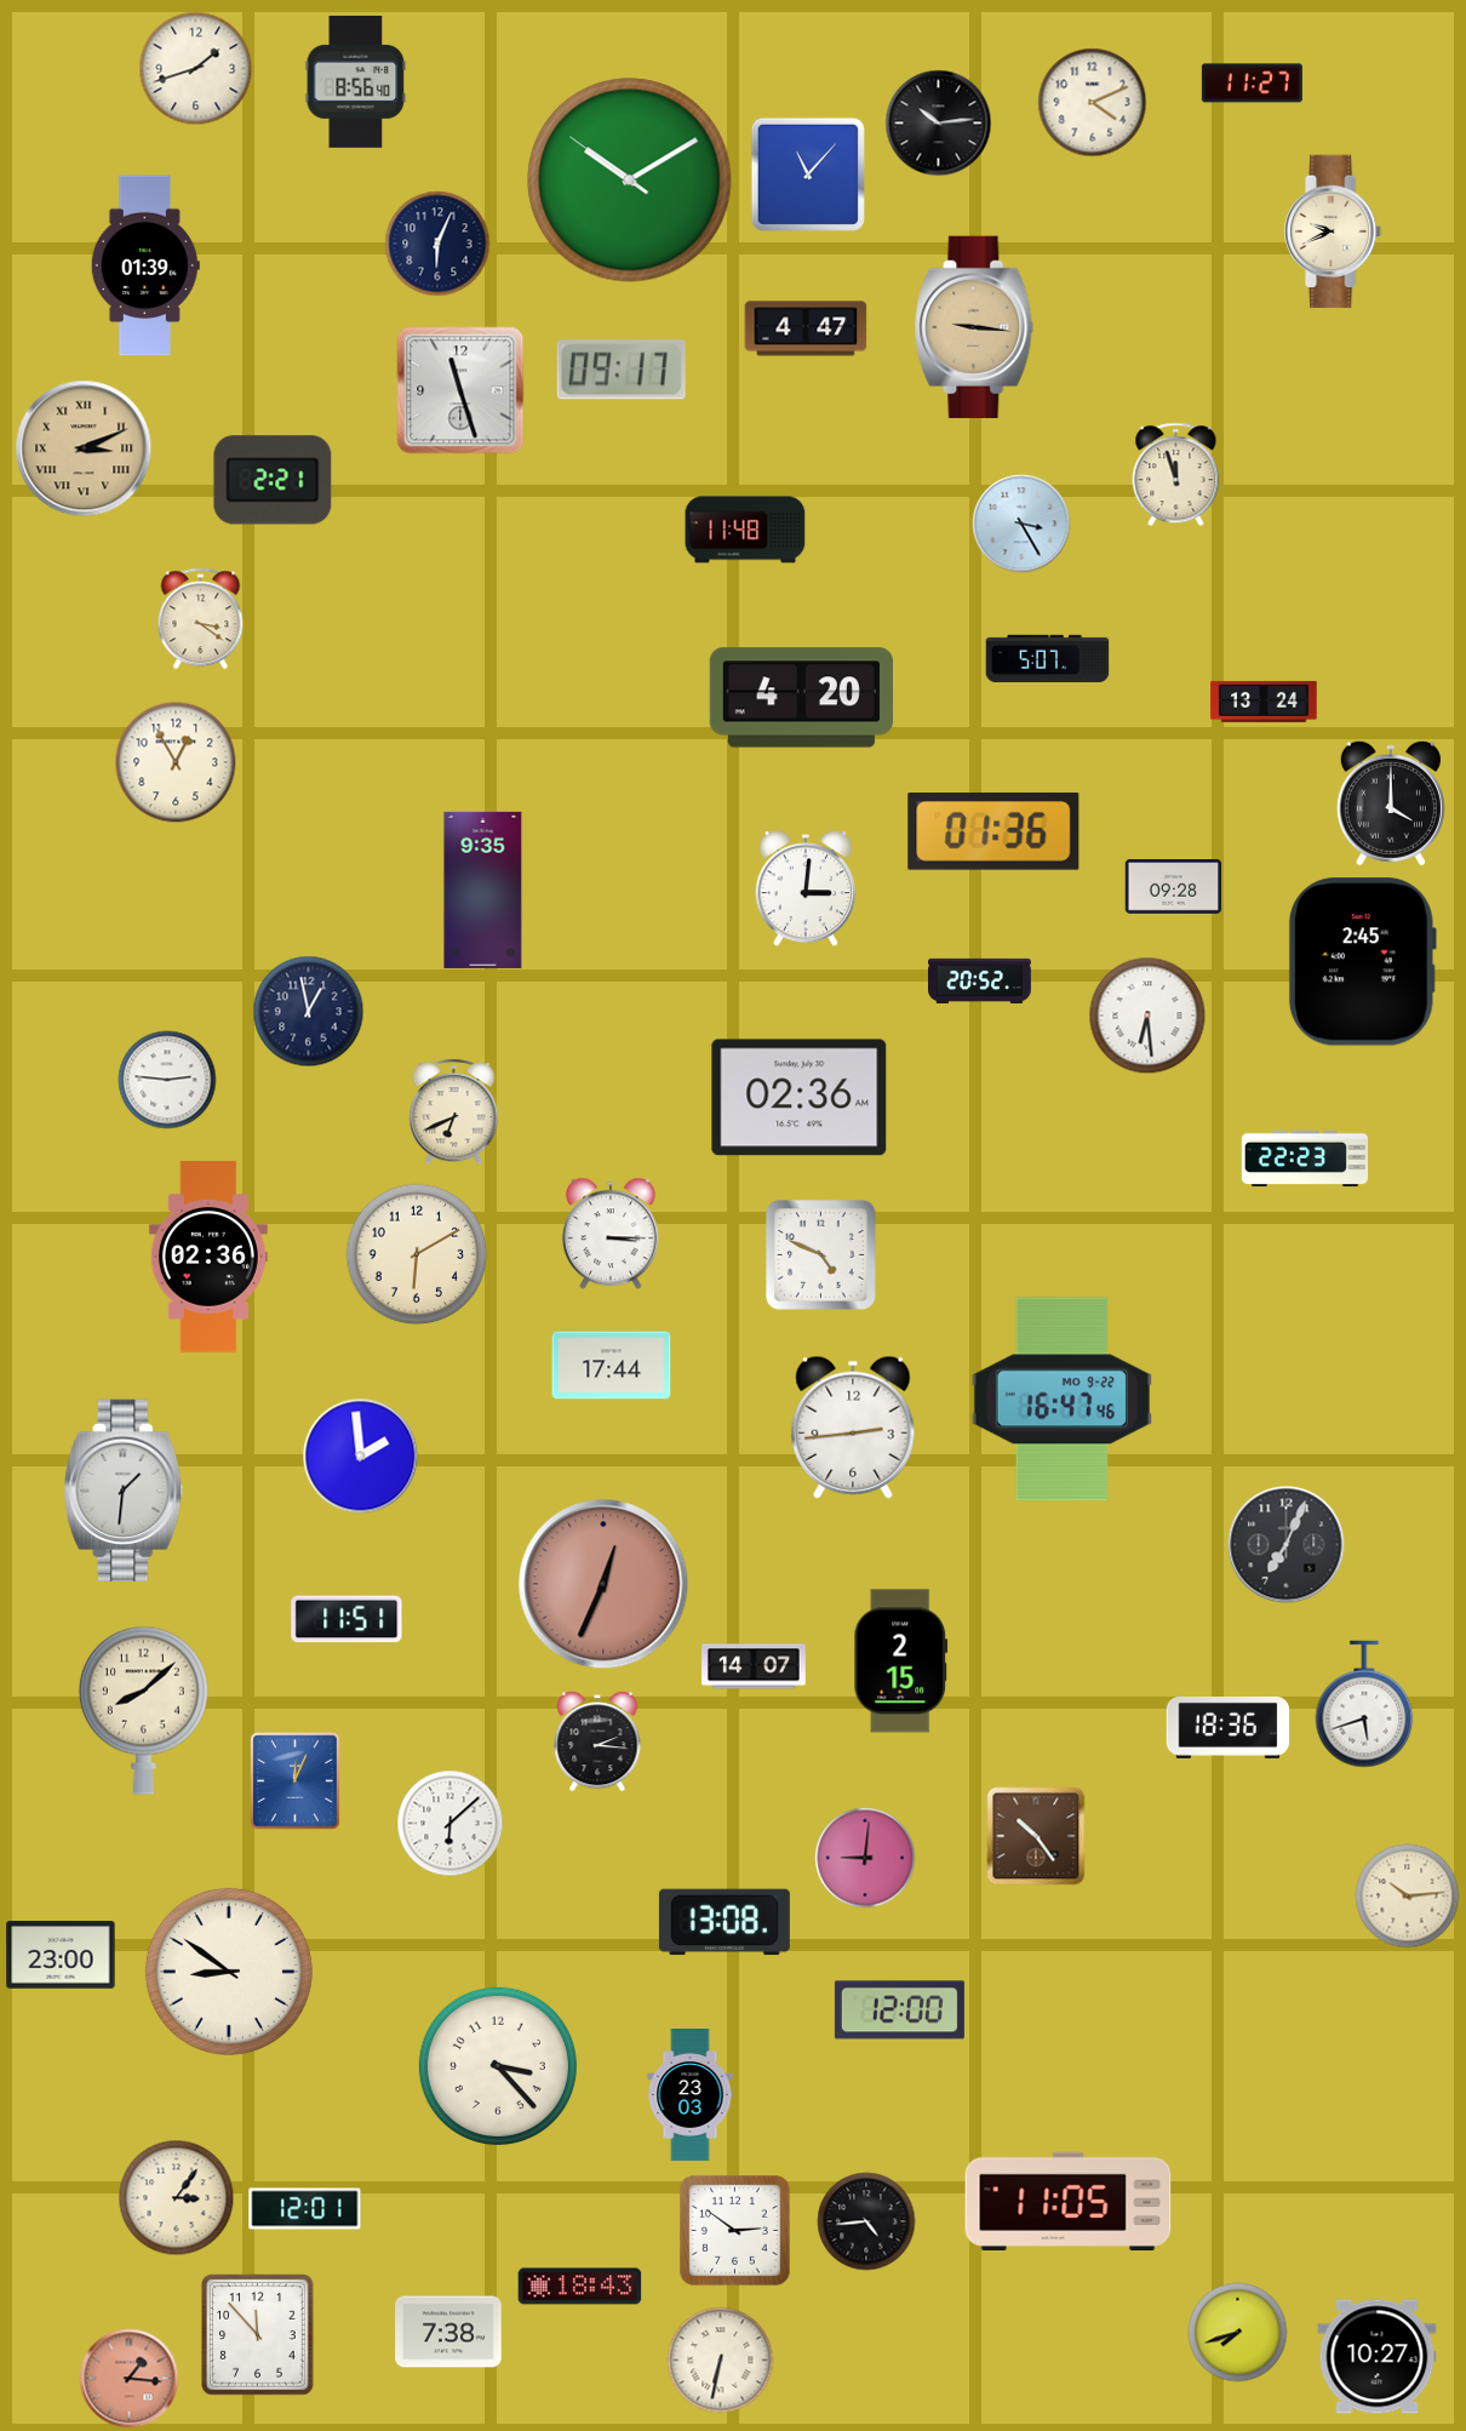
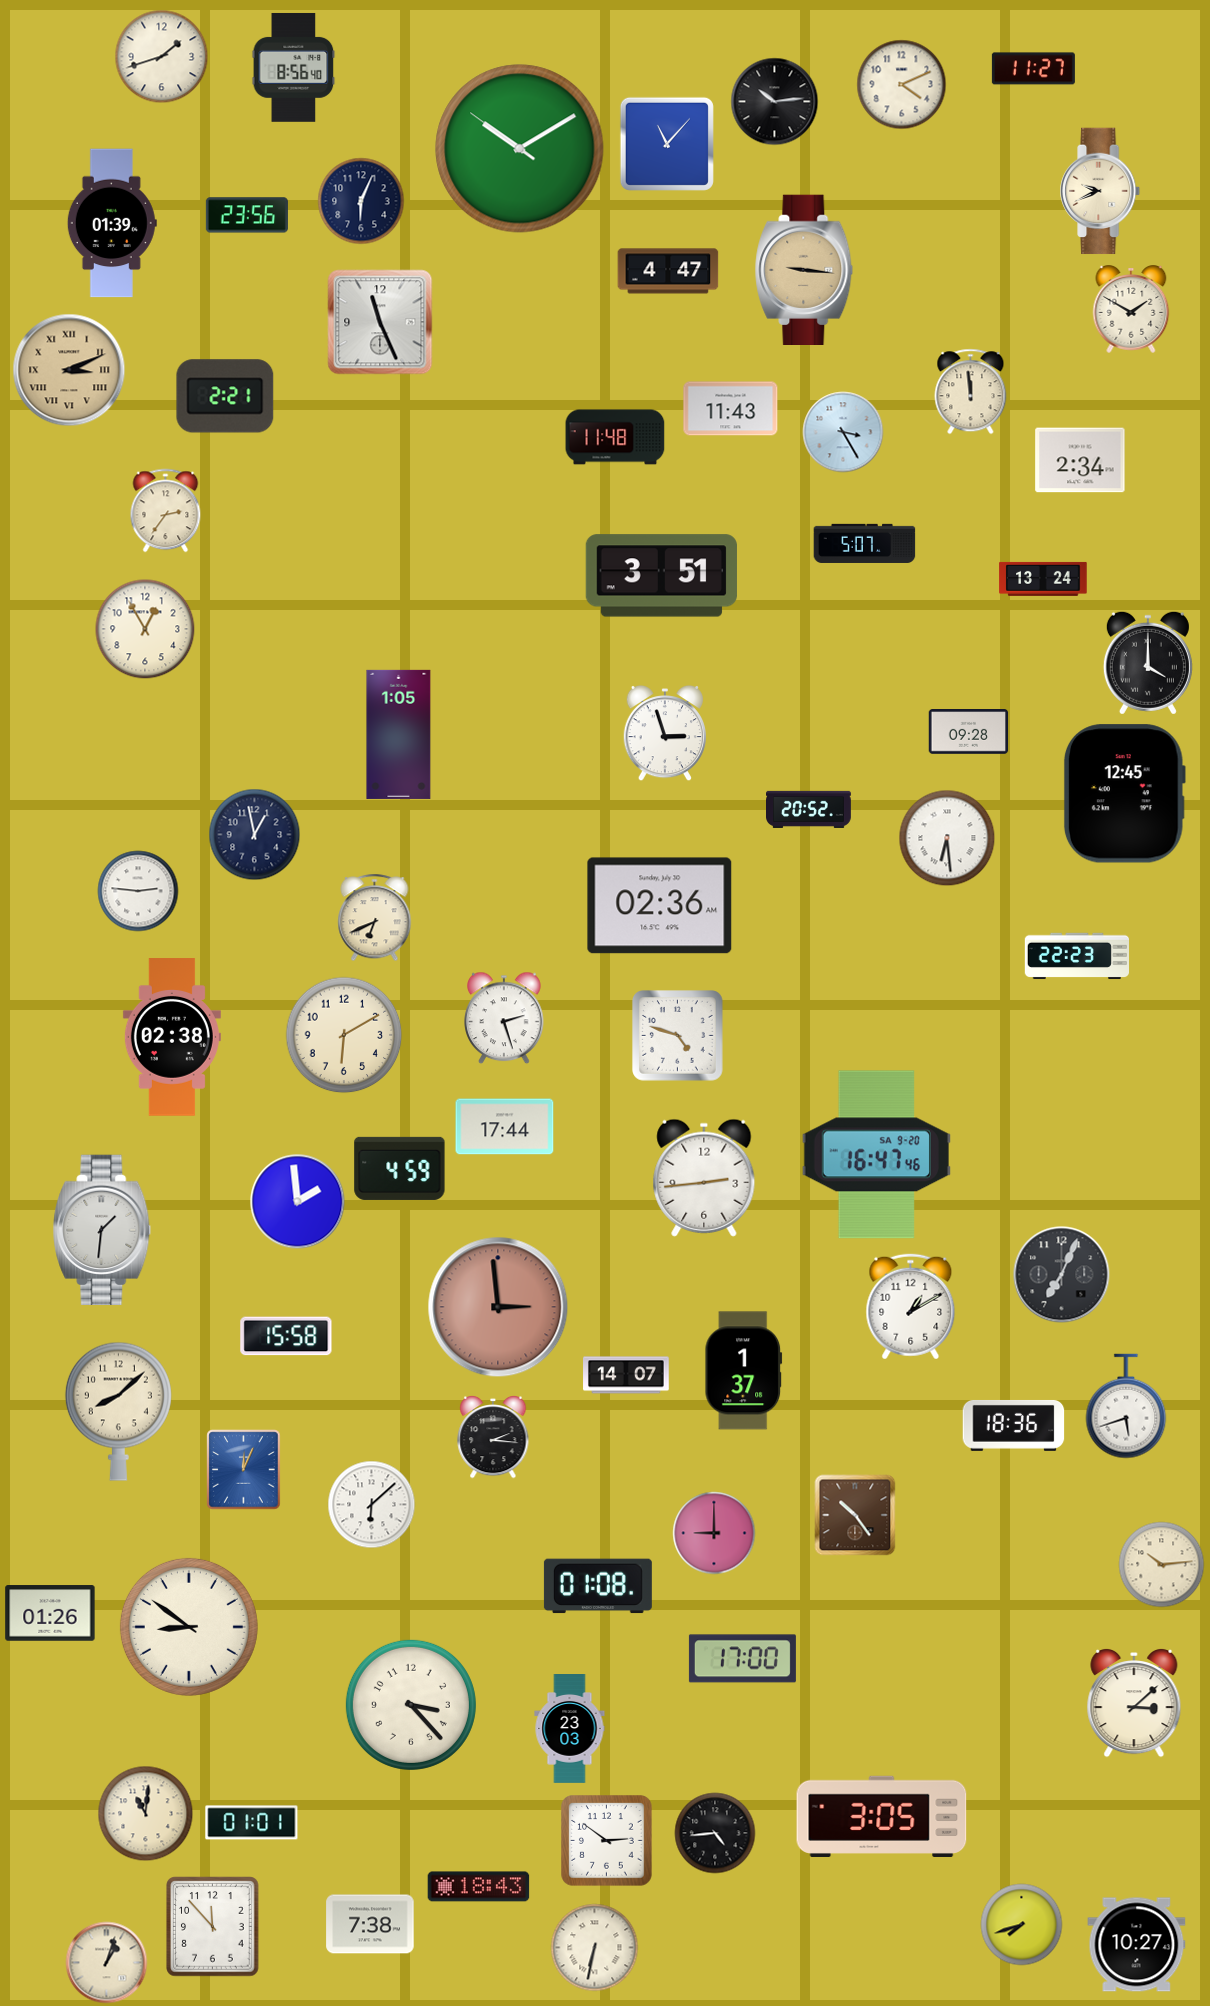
clock at (247, 215): none -> 23:56
clock at (145, 265) position: (145, 265) -> (112, 223)
clock at (806, 328) position: (806, 328) -> (668, 271)
clock at (622, 370): 09:17 -> none
clock at (1131, 310): none -> 1:50
clock at (460, 390): 11:27 -> 11:26
clock at (1176, 475): 11:57 -> 11:59
clock at (731, 409): none -> 11:43
clock at (1080, 460): none -> 2:34
clock at (201, 619): 3:21 -> 2:36
clock at (801, 698): 4:20 -> 3:51
clock at (993, 831): 01:36 -> none
clock at (804, 888): 3:01 -> 2:57
clock at (483, 890): 9:35 -> 1:05
clock at (1362, 962): 2:45 -> 12:45
clock at (611, 1234): 3:15 -> 2:27
clock at (821, 1255): 4:49 -> 4:48
clock at (208, 1257): 02:36 -> 02:38
clock at (1061, 1400) date: MO 9-22 -> SA 9-20
clock at (400, 1168): none -> 4:59
clock at (603, 1584): 12:34 -> 2:59
clock at (911, 1307): none -> 1:10
clock at (347, 1619): 11:51 -> 15:58
clock at (901, 1661): 2:15 -> 1:37
clock at (754, 1666) position: (754, 1666) -> (626, 1375)
clock at (865, 1858): 9:01 -> 9:00
clock at (725, 1922): 13:08 -> 01:08
clock at (61, 1955): 23:00 -> 01:26
clock at (899, 2010): 12:00 -> 17:00
clock at (1134, 1703): none -> 3:08
clock at (177, 2198): 3:06 -> 11:01
clock at (1069, 2201): 11:05 -> 3:05
clock at (305, 2209): 12:01 -> 01:01
clock at (130, 2379): 1:16 -> 1:03
clock at (130, 2379) dial: salmon -> cream
